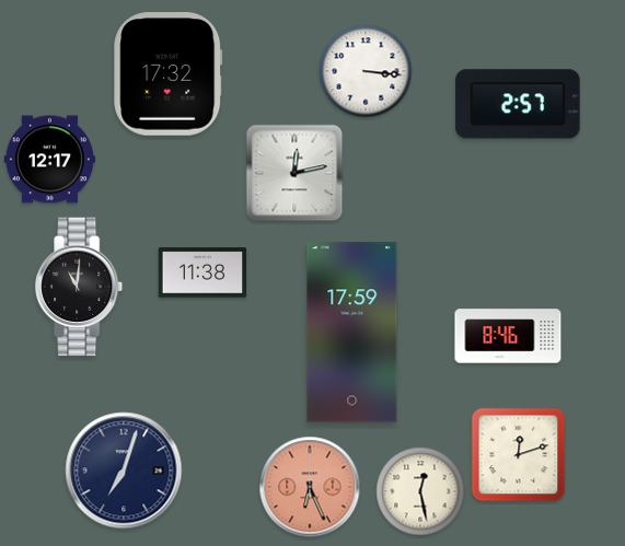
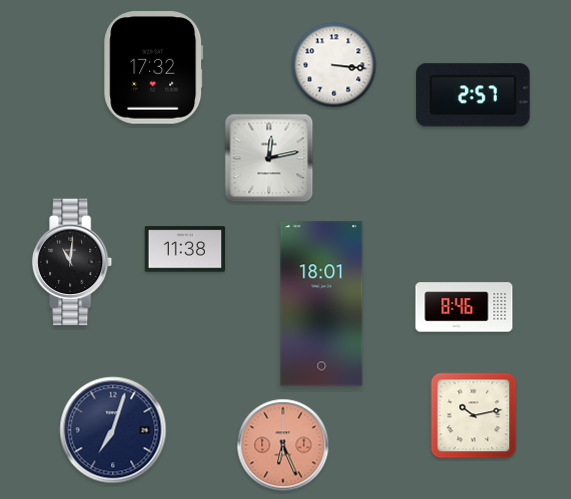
clock at (49, 160): 12:17 -> none
clock at (352, 333): 17:59 -> 18:01
clock at (519, 455): 12:12 -> 10:13
clock at (420, 491): 12:28 -> none
